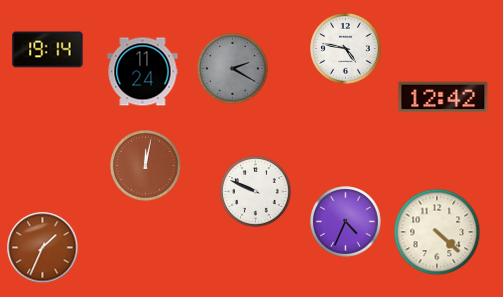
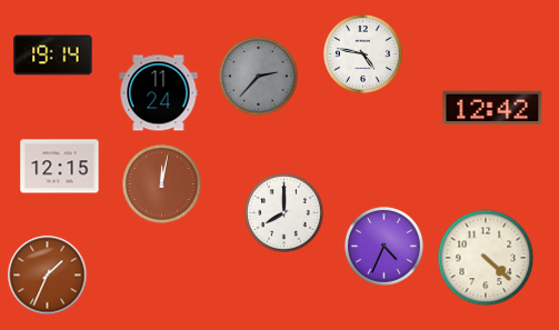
clock at (346, 49) position: (346, 49) -> (363, 54)
clock at (233, 69): 2:20 -> 2:37
clock at (143, 72) position: (143, 72) -> (159, 93)
clock at (60, 167): none -> 12:15
clock at (256, 192): 9:49 -> 8:00
